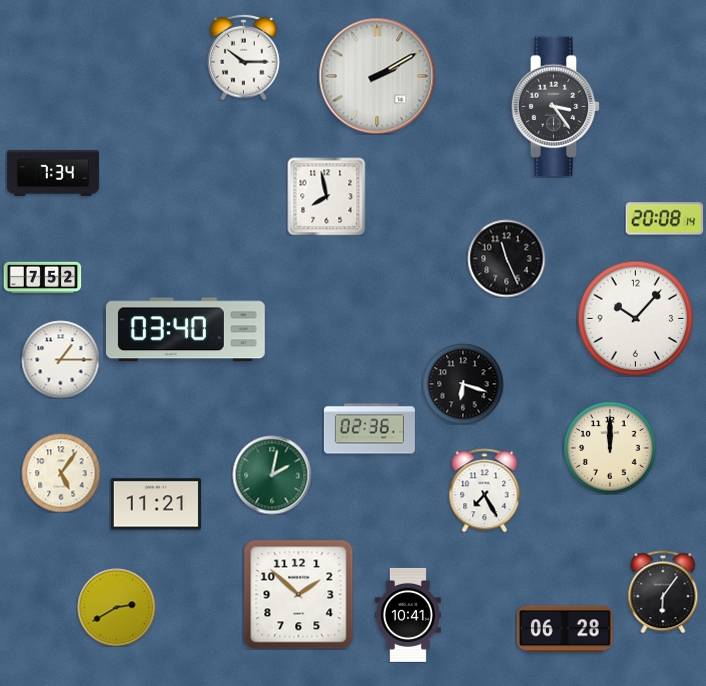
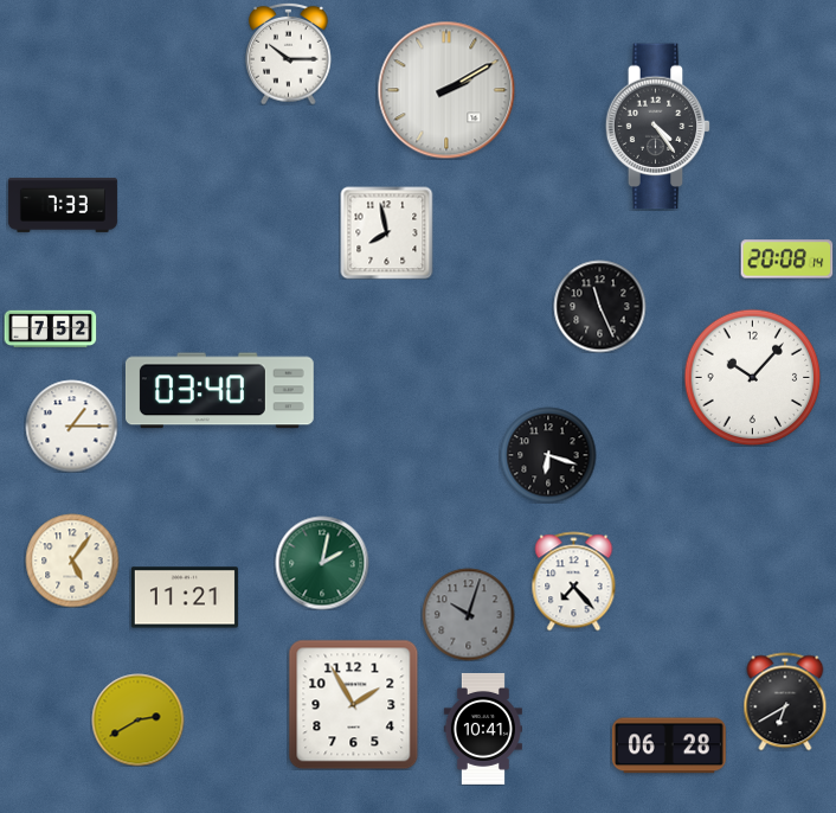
clock at (244, 57) position: (244, 57) -> (289, 53)
clock at (556, 107): 3:24 -> 4:24
clock at (53, 173): 7:34 -> 7:33
clock at (369, 429): 02:36 -> none
clock at (610, 448): 12:00 -> none
clock at (485, 490): 7:25 -> 7:23
clock at (468, 614): none -> 10:03
clock at (663, 592): 6:06 -> 6:40
clock at (298, 594): 1:52 -> 1:55
